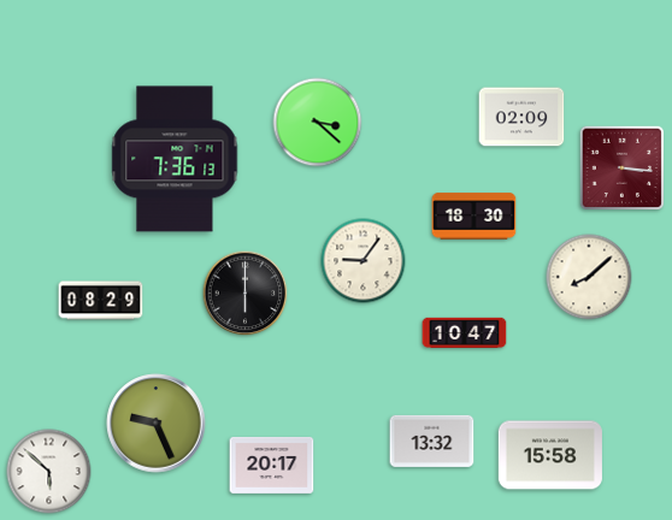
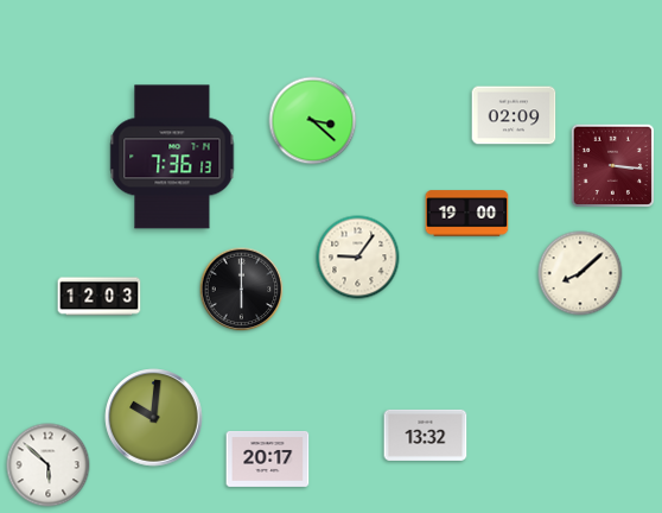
clock at (474, 217): 18:30 -> 19:00
clock at (101, 301): 08:29 -> 12:03
clock at (465, 333): 10:47 -> none
clock at (157, 424): 9:26 -> 10:01
clock at (550, 455): 15:58 -> none
